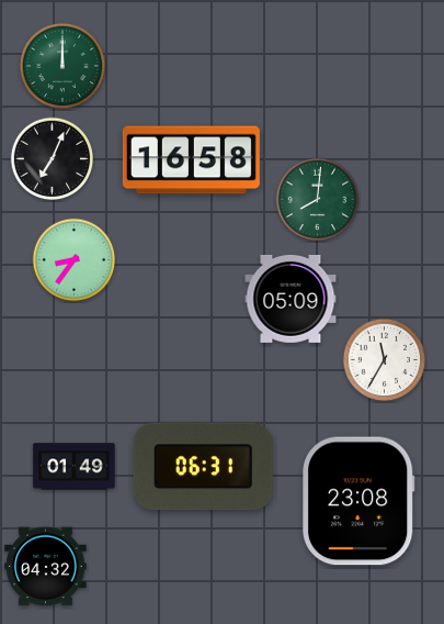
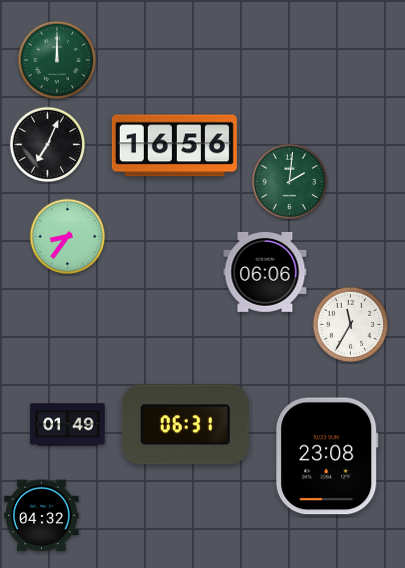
clock at (191, 160): 16:58 -> 16:56
clock at (318, 200): 8:01 -> 2:01
clock at (291, 299): 05:09 -> 06:06
clock at (385, 360) position: (385, 360) -> (351, 325)
